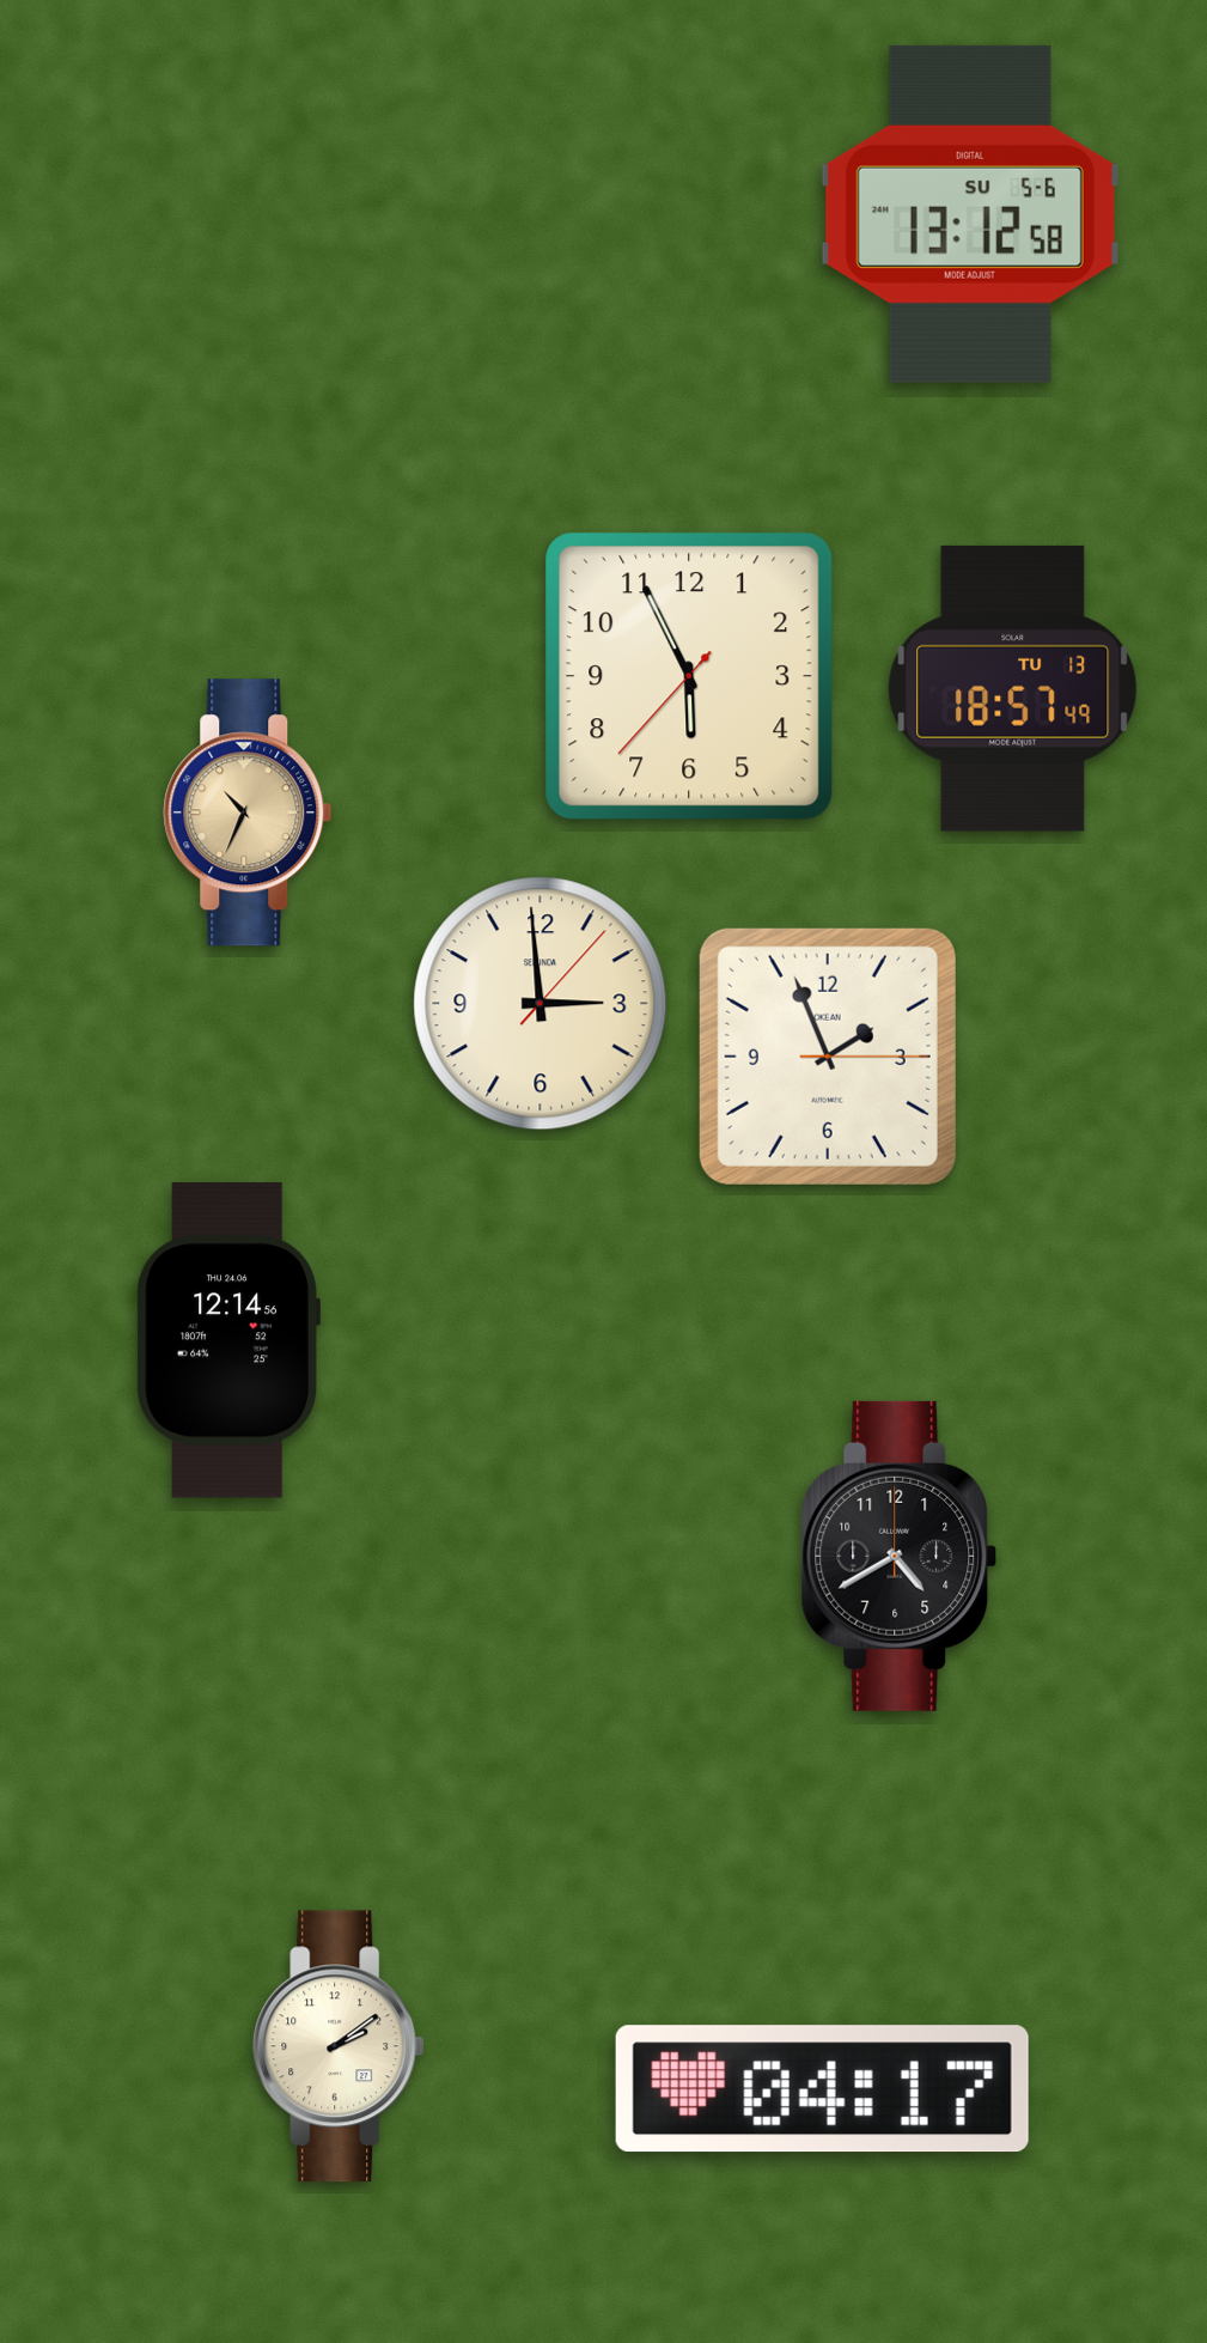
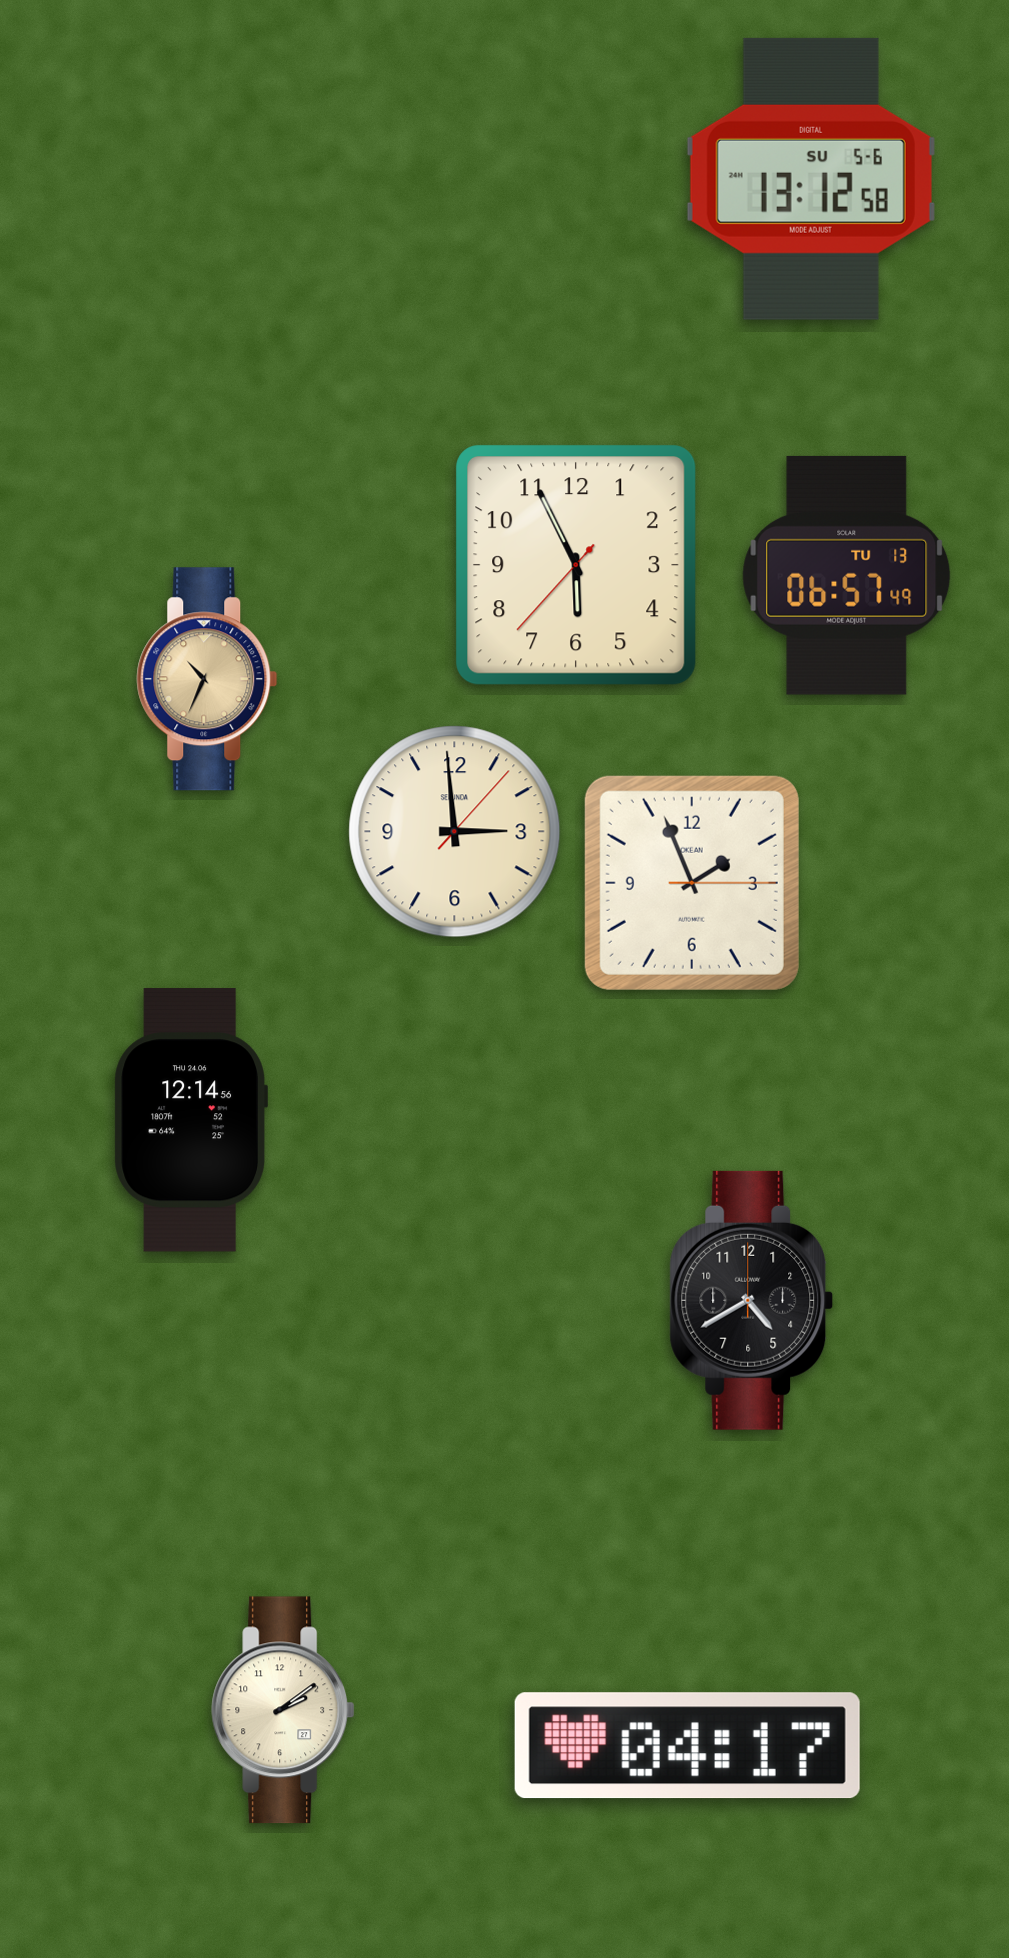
clock at (1013, 688): 18:57 -> 06:57
clock at (541, 1004) position: (541, 1004) -> (455, 832)
